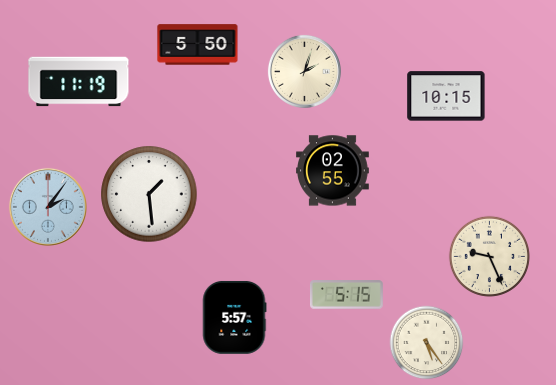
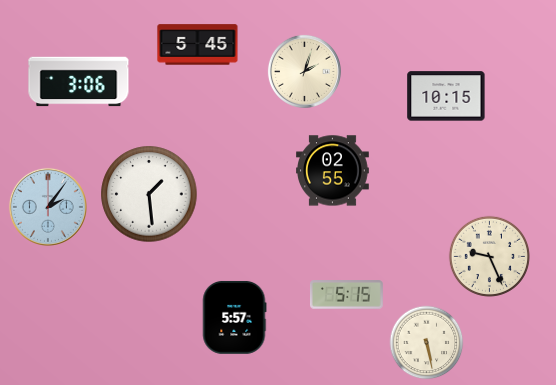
clock at (198, 45): 5:50 -> 5:45
clock at (79, 82): 11:19 -> 3:06
clock at (427, 343): 5:24 -> 5:28
